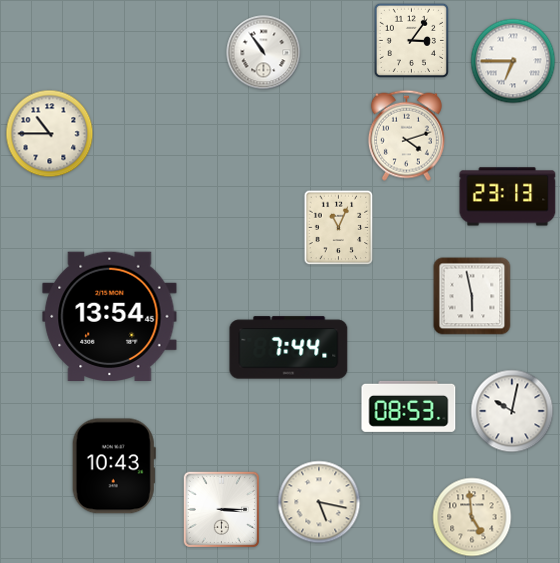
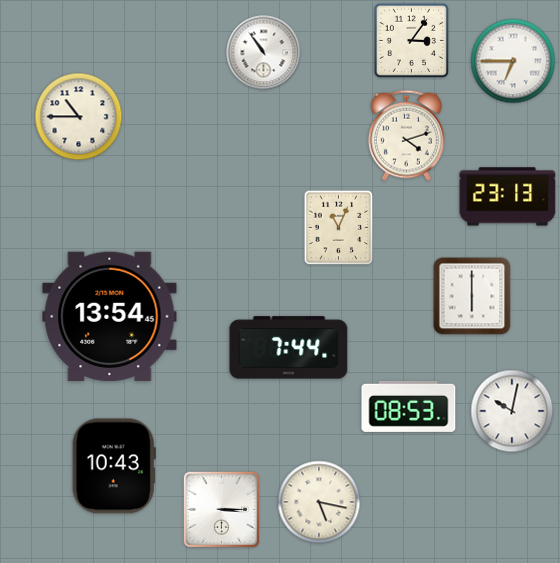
clock at (50, 134) position: (50, 134) -> (79, 117)
clock at (472, 296): 5:58 -> 6:00
clock at (472, 517): 4:59 -> none
